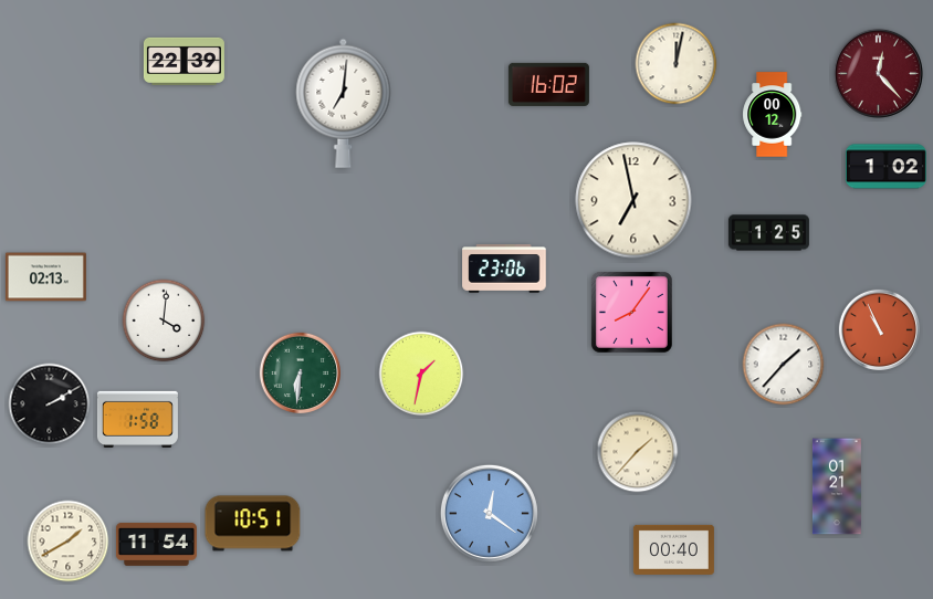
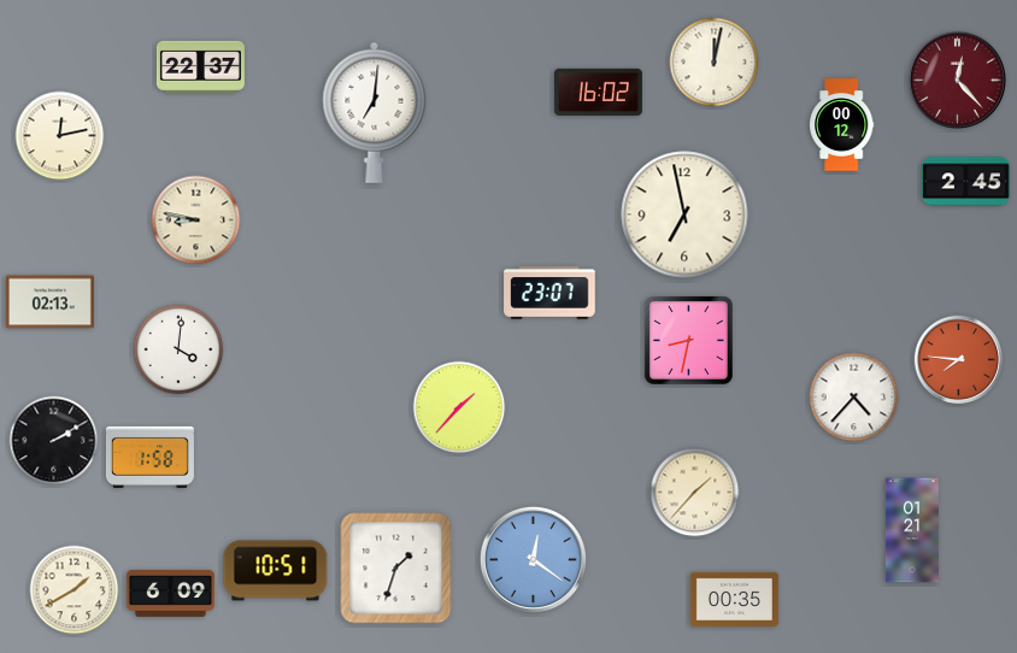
clock at (184, 61): 22:39 -> 22:37
clock at (677, 64) position: (677, 64) -> (715, 63)
clock at (60, 136): none -> 12:13
clock at (885, 167): 1:02 -> 2:45
clock at (633, 200) position: (633, 200) -> (684, 214)
clock at (196, 220): none -> 8:47
clock at (768, 233): 1:25 -> none
clock at (504, 269): 23:06 -> 23:07
clock at (631, 312): 8:06 -> 8:32
clock at (879, 329): 10:56 -> 7:46
clock at (784, 365): 1:37 -> 4:37
clock at (300, 372): 6:31 -> none
clock at (421, 374): 1:32 -> 1:37
clock at (396, 569): none -> 1:33
clock at (156, 544): 11:54 -> 6:09
clock at (673, 549): 00:40 -> 00:35
